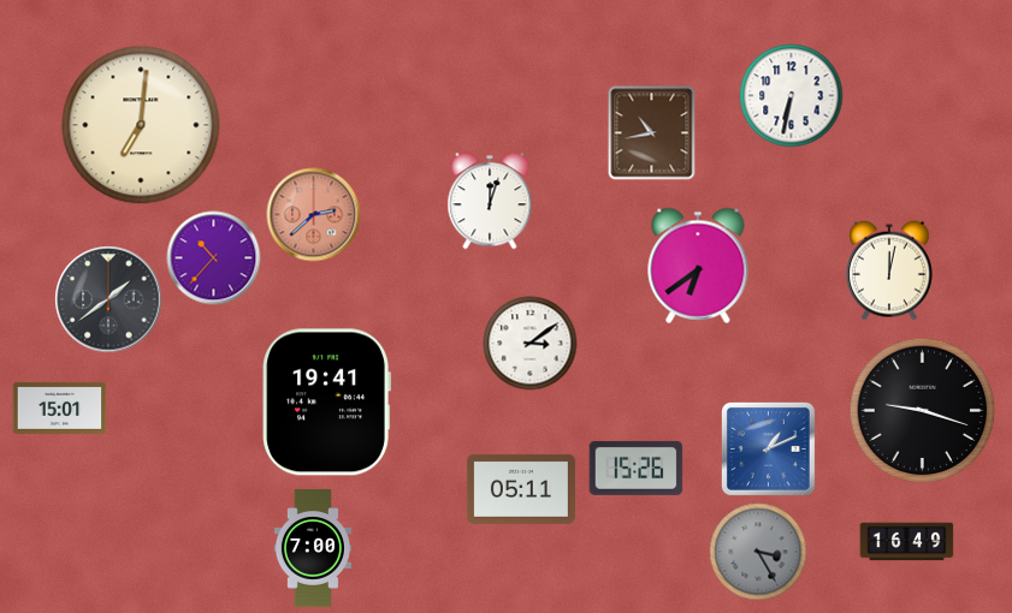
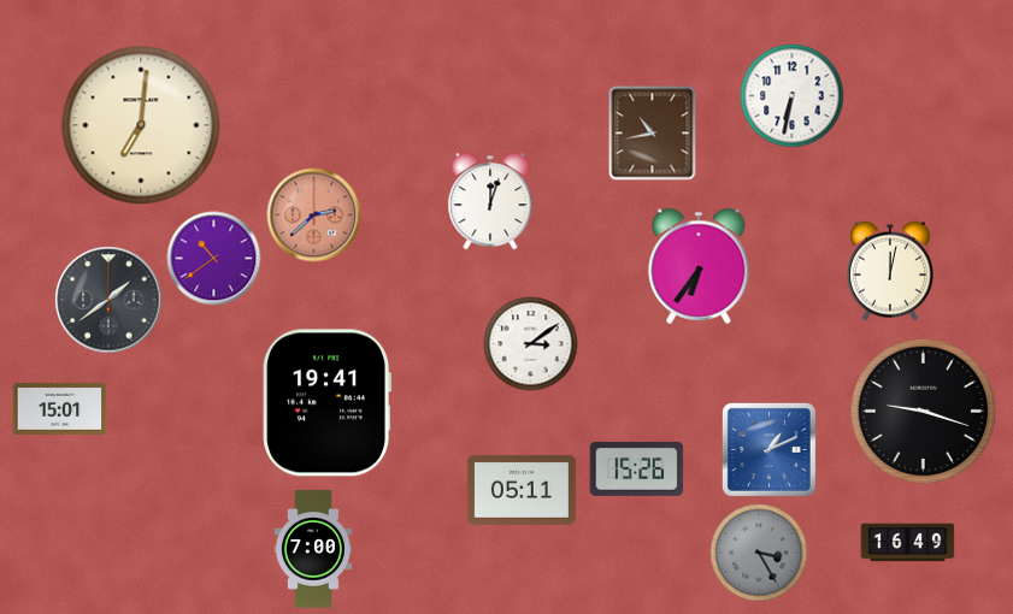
clock at (213, 257): 10:37 -> 10:39
clock at (698, 266): 6:39 -> 6:36
